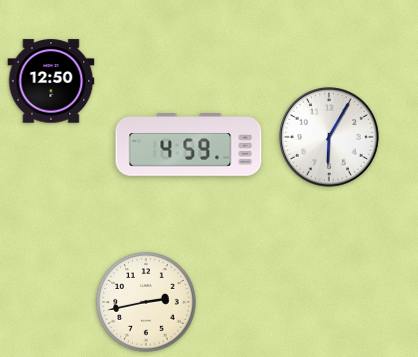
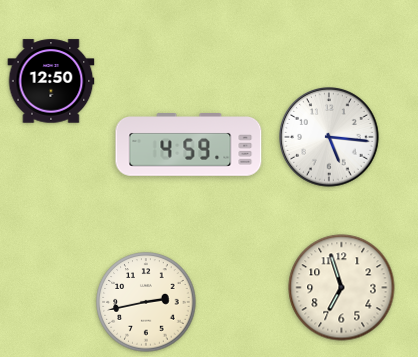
clock at (330, 138): 6:05 -> 5:16
clock at (342, 288): none -> 6:57
